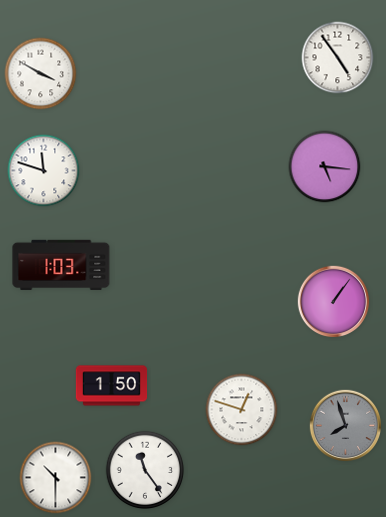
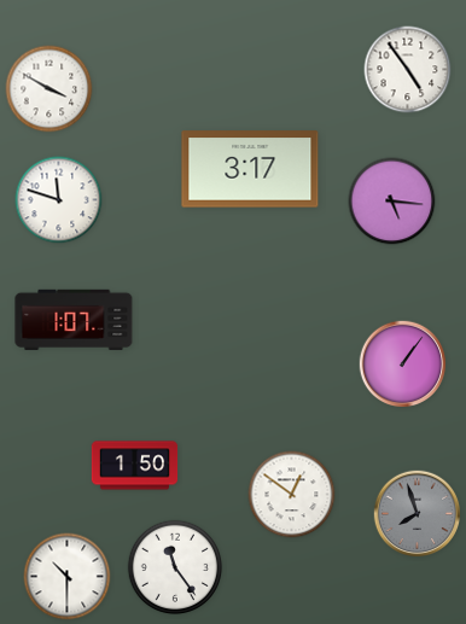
clock at (250, 169): none -> 3:17
clock at (44, 171) position: (44, 171) -> (59, 200)
clock at (61, 265): 1:03 -> 1:07
clock at (242, 410): 12:48 -> 12:51
